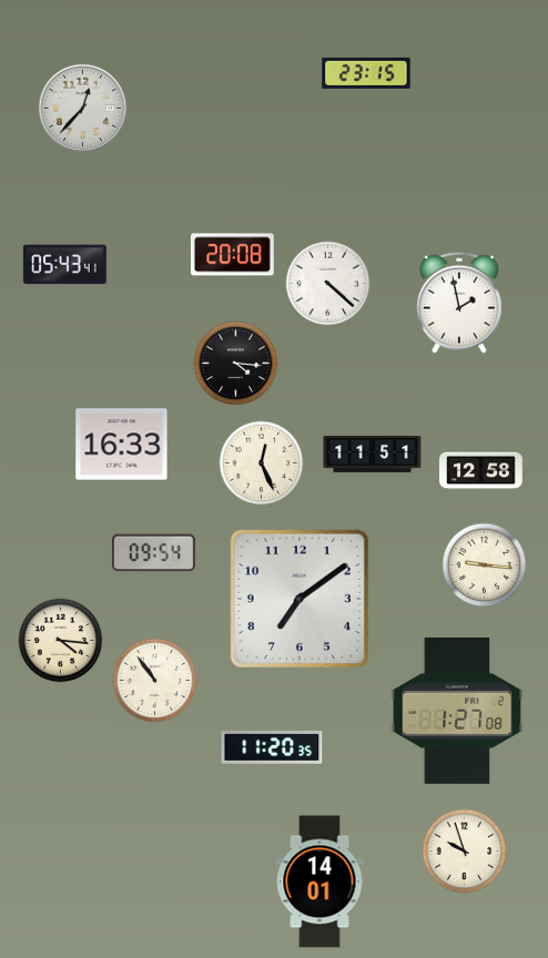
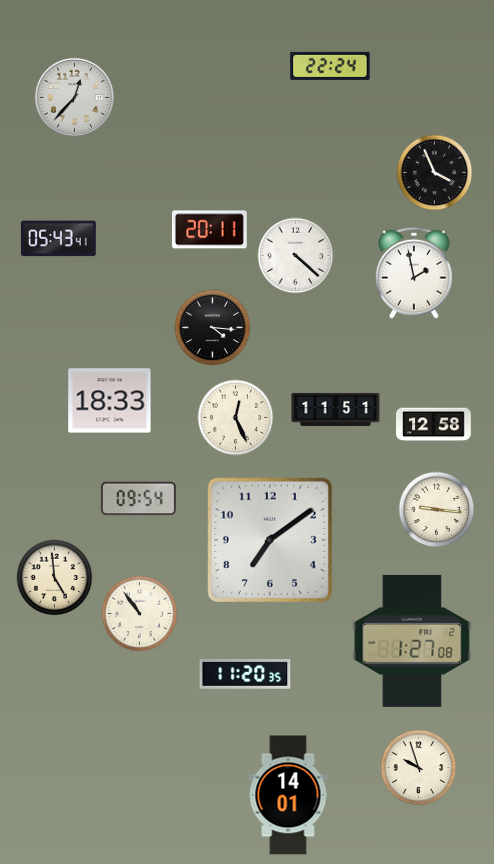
clock at (366, 73): 23:15 -> 22:24
clock at (435, 173): none -> 3:56
clock at (232, 255): 20:08 -> 20:11
clock at (122, 445): 16:33 -> 18:33
clock at (61, 641): 4:16 -> 4:59
